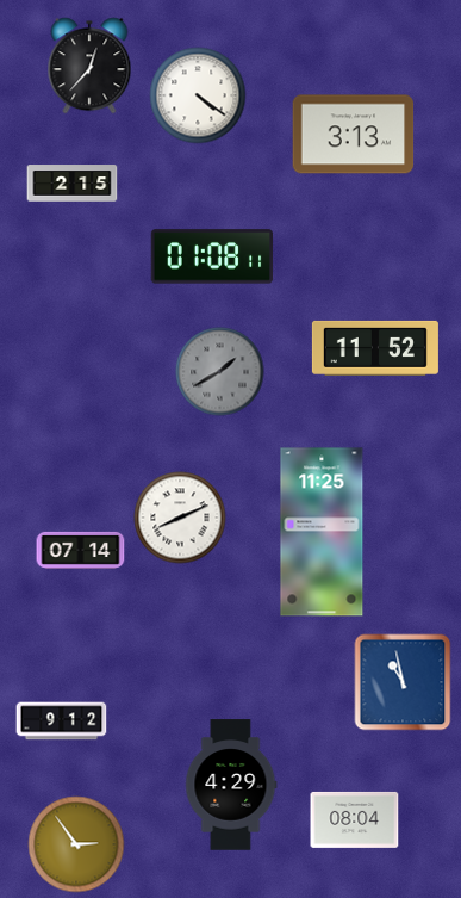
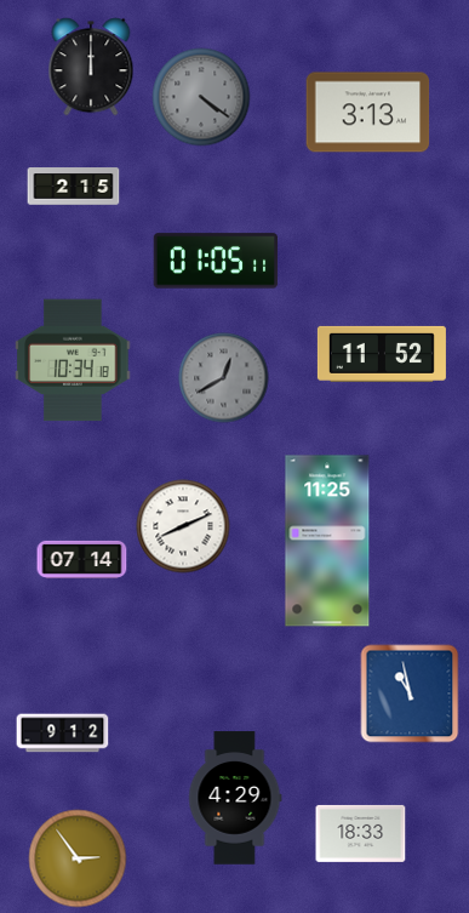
clock at (89, 66): 12:37 -> 12:00
clock at (198, 95) dial: white -> grey
clock at (354, 135) position: (354, 135) -> (368, 113)
clock at (212, 256): 01:08 -> 01:05
clock at (73, 360): none -> 10:34
clock at (220, 372): 1:40 -> 12:40
clock at (355, 819): 08:04 -> 18:33
